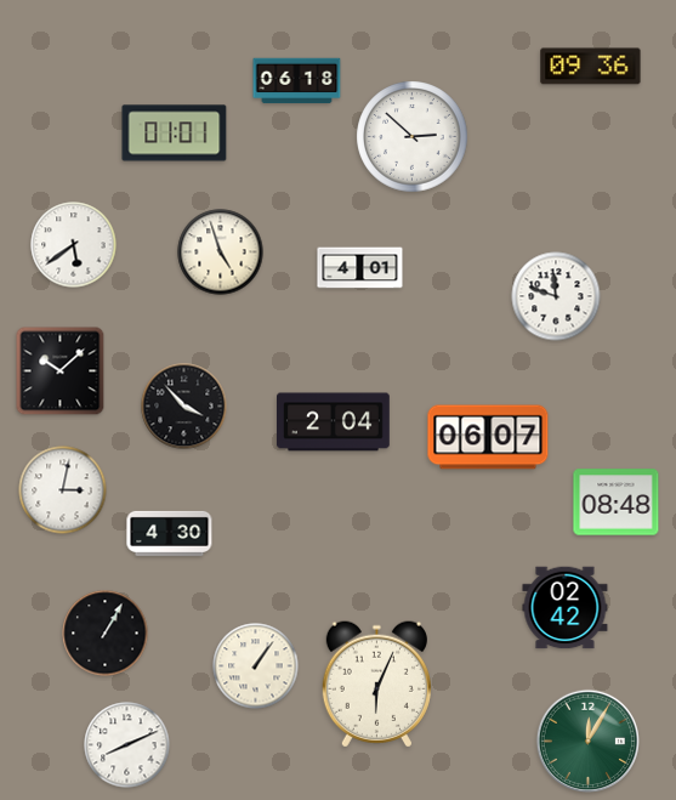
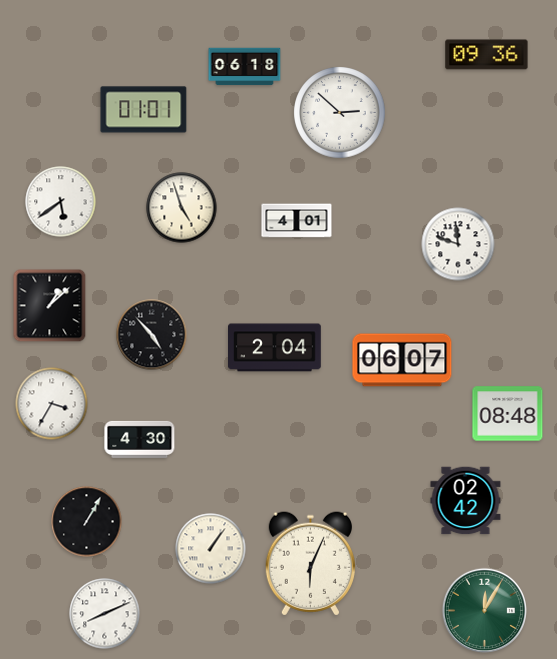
clock at (61, 371): 10:08 -> 1:08
clock at (184, 407): 3:53 -> 4:53
clock at (63, 490): 3:02 -> 3:35
